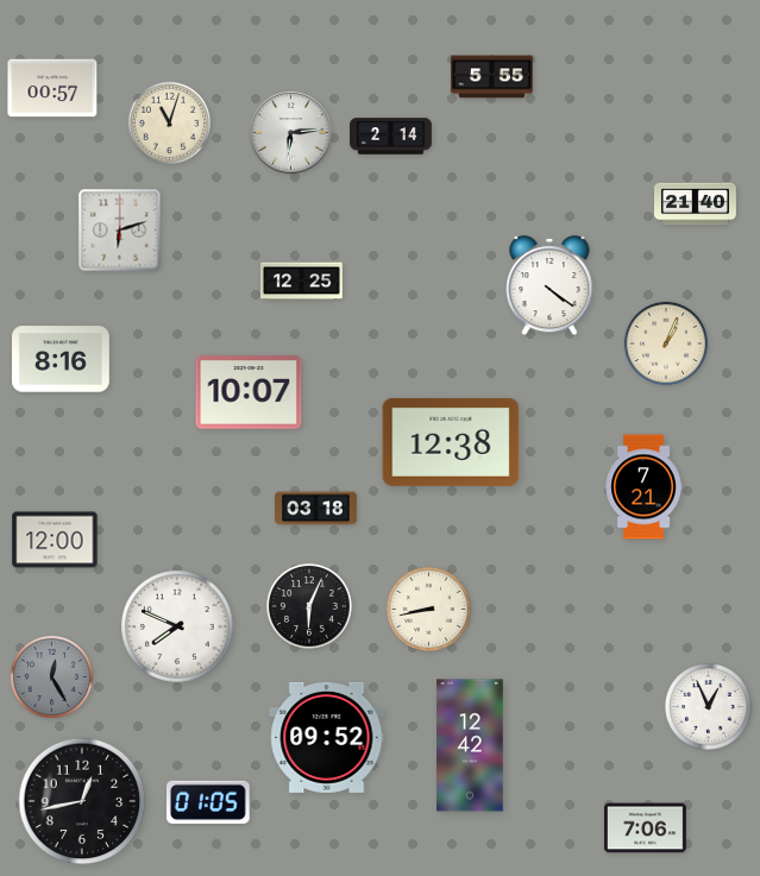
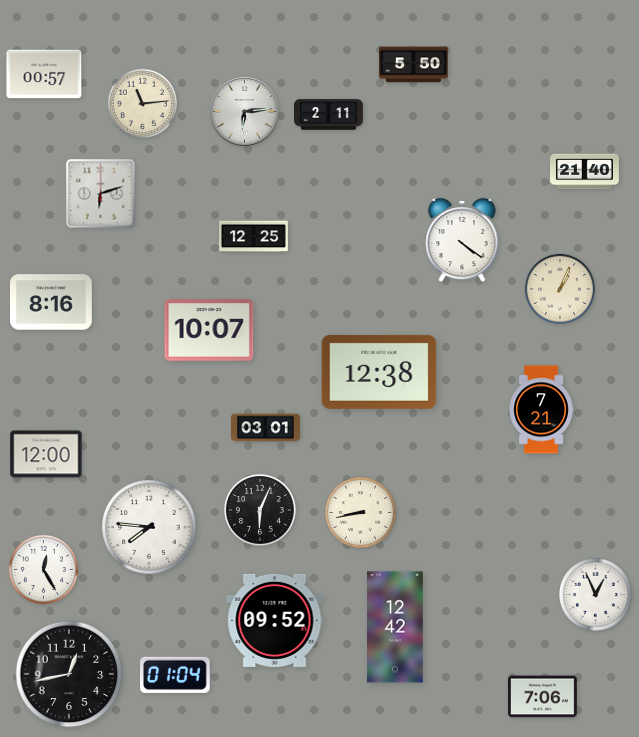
clock at (491, 77): 5:55 -> 5:50
clock at (169, 122): 11:03 -> 11:14
clock at (391, 137): 2:14 -> 2:11
clock at (316, 509): 03:18 -> 03:01
clock at (177, 626): 7:49 -> 7:46
clock at (51, 676) dial: grey -> white
clock at (209, 802): 01:05 -> 01:04
